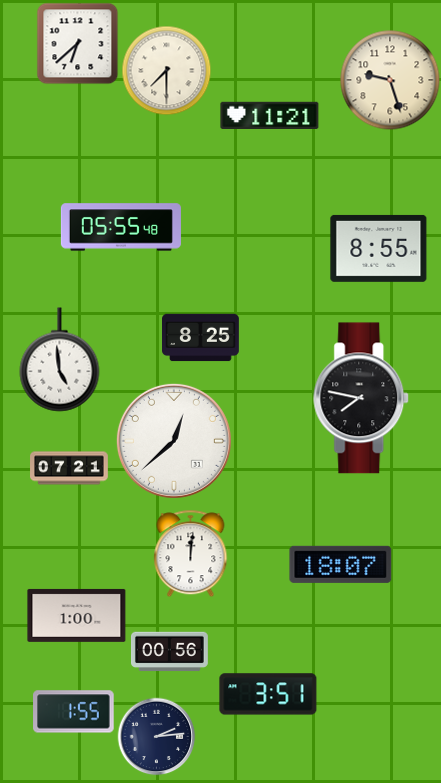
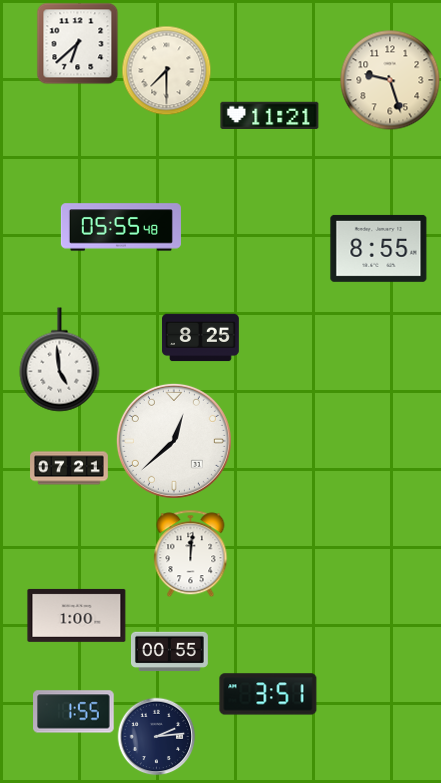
clock at (362, 398): 7:47 -> none
clock at (341, 564): 18:07 -> none
clock at (170, 652): 00:56 -> 00:55
